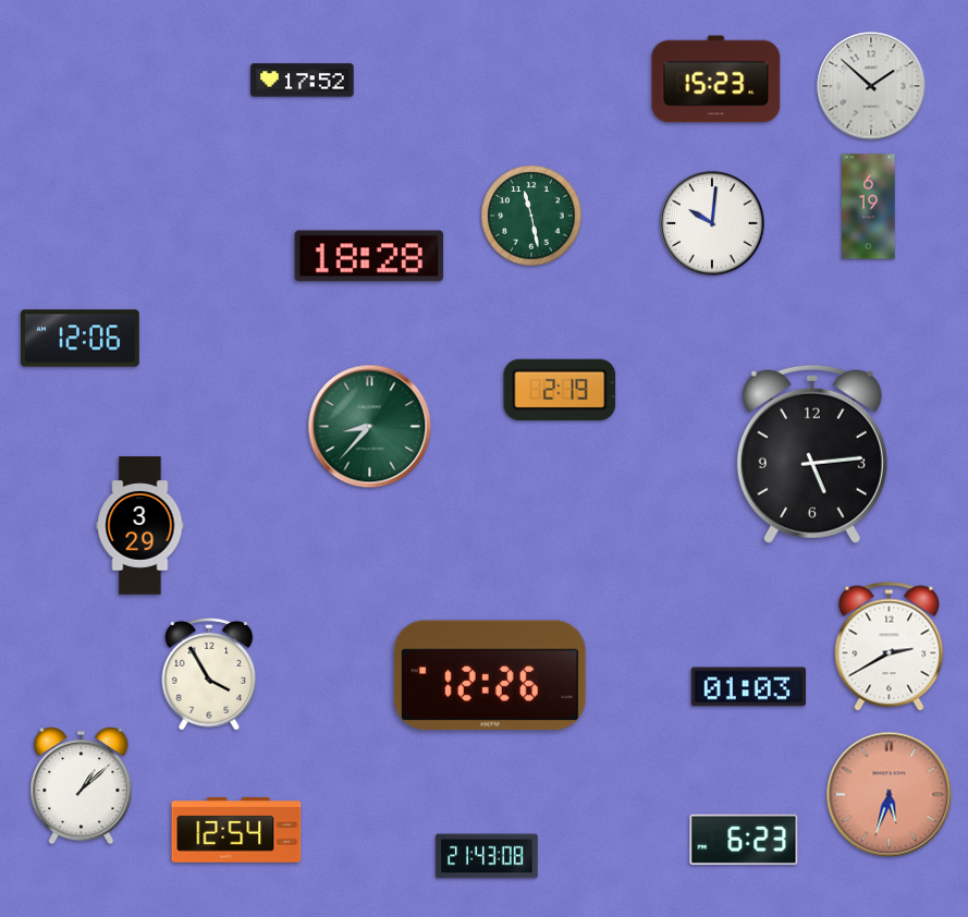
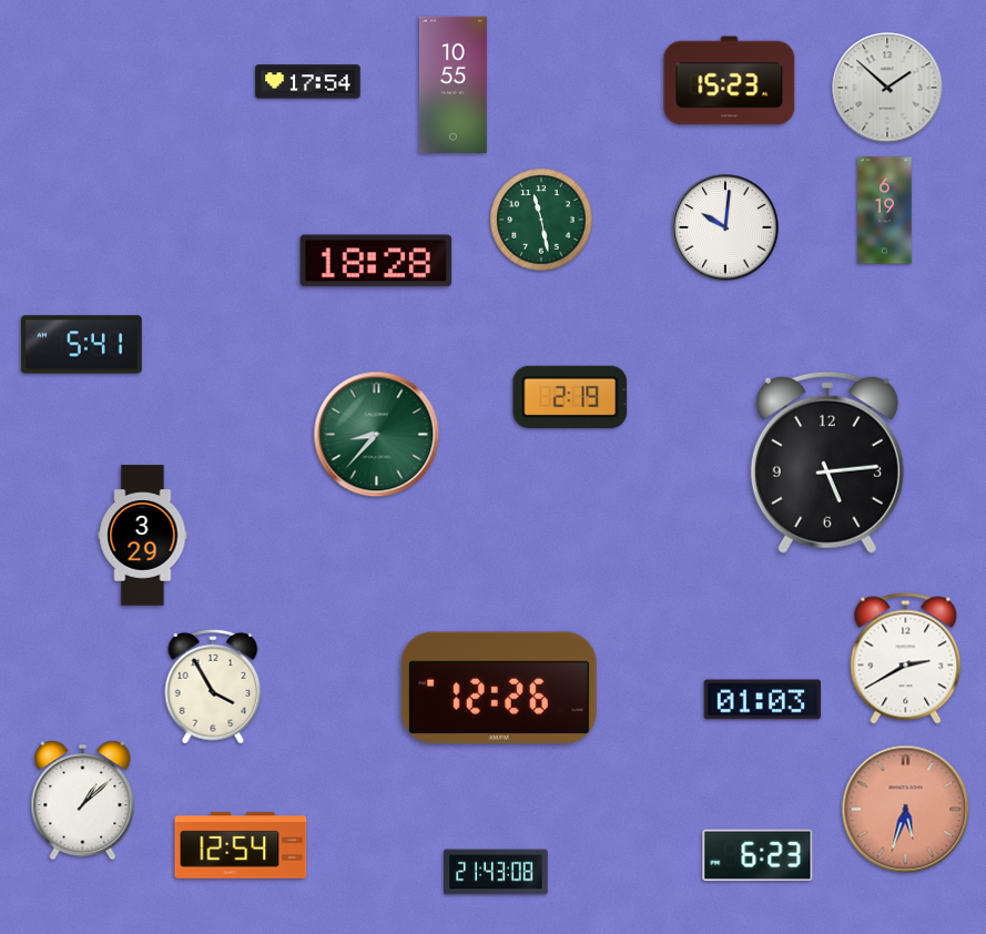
clock at (303, 81): 17:52 -> 17:54
clock at (453, 84): none -> 10:55
clock at (79, 339): 12:06 -> 5:41
